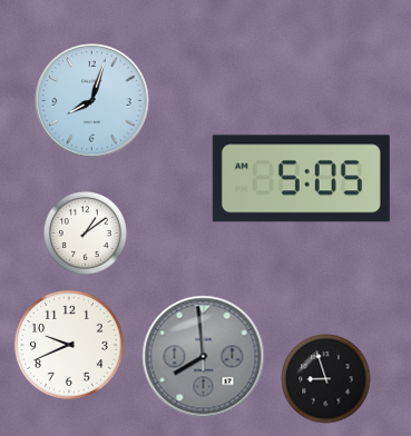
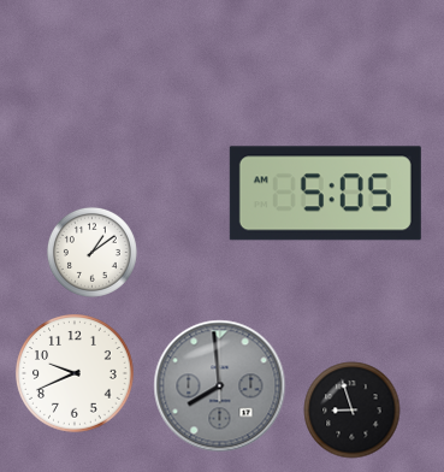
clock at (92, 101): 8:03 -> none
